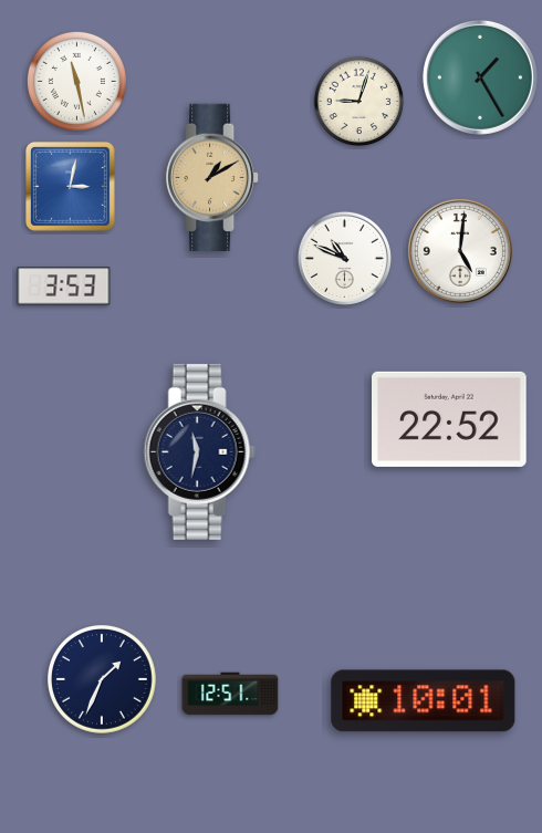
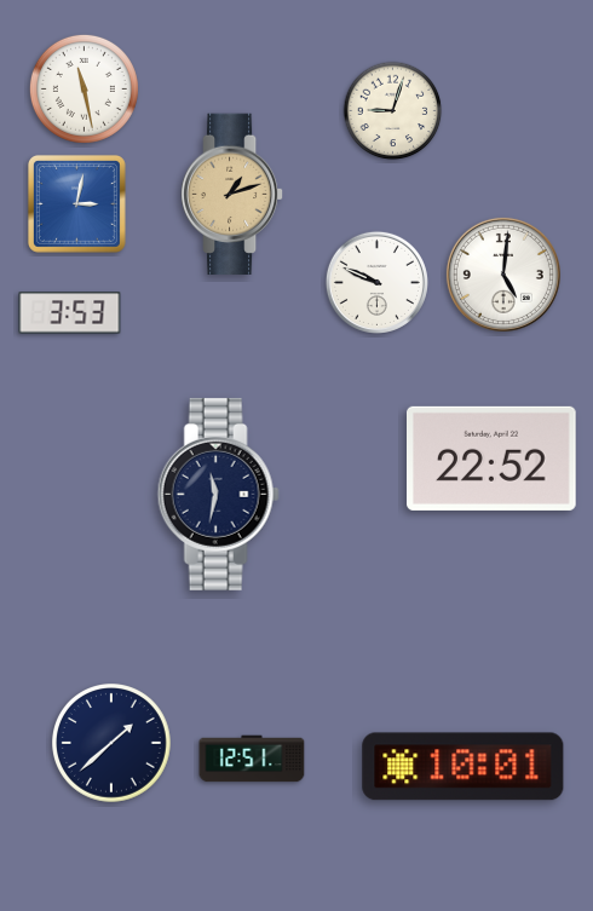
clock at (480, 77): 1:25 -> none
clock at (212, 177): 1:10 -> 1:12
clock at (344, 258): 10:49 -> 9:49
clock at (103, 680): 1:34 -> 1:38
